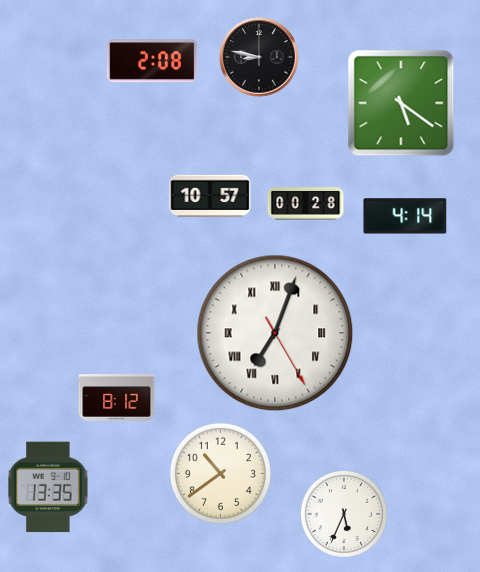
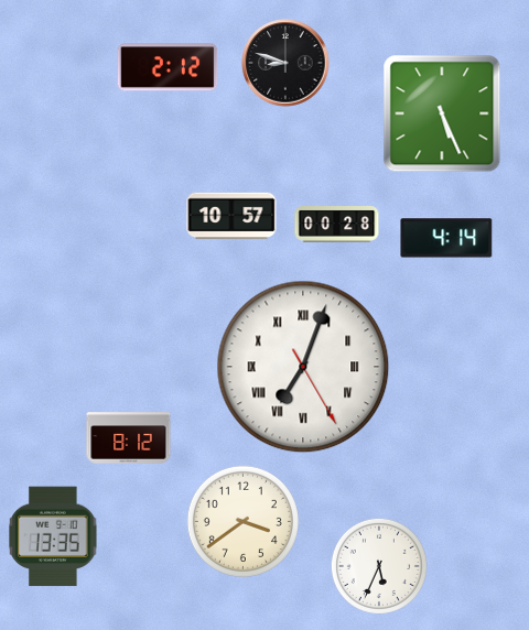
clock at (259, 57): 8:47 -> 8:48
clock at (152, 61): 2:08 -> 2:12
clock at (401, 103): 5:21 -> 5:26
clock at (220, 473): 10:39 -> 3:39
